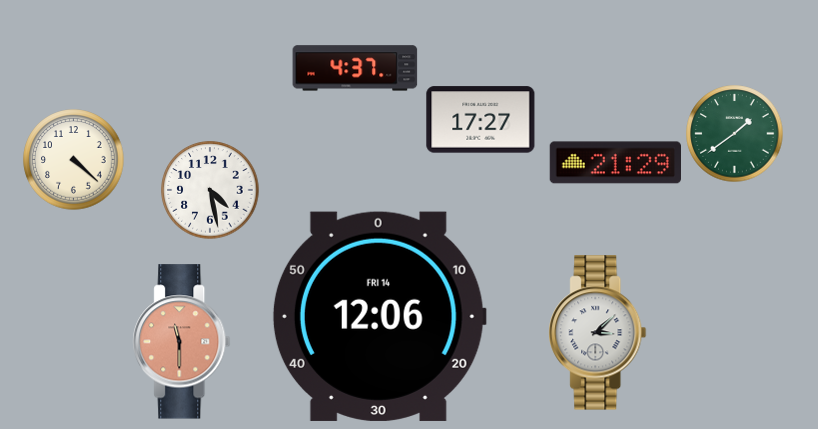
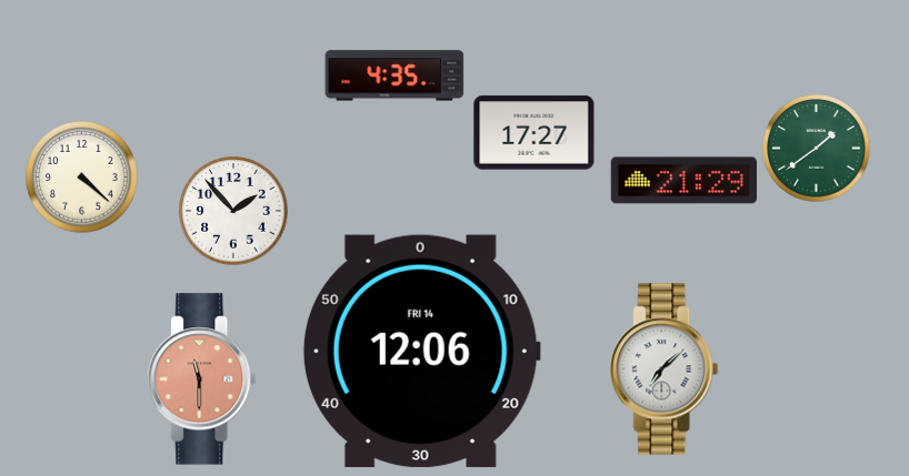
clock at (355, 68): 4:37 -> 4:35
clock at (210, 190): 4:28 -> 1:53
clock at (598, 333): 3:08 -> 7:08
